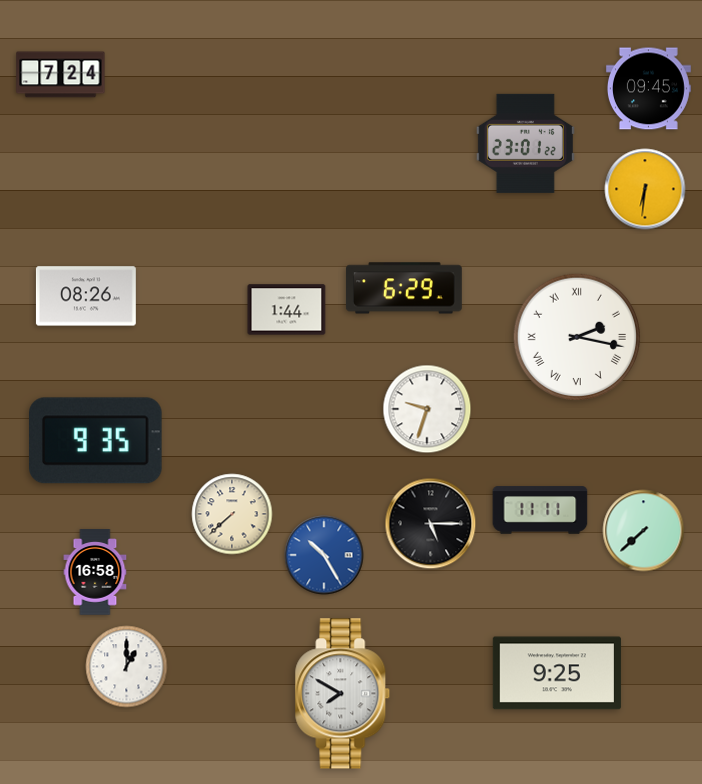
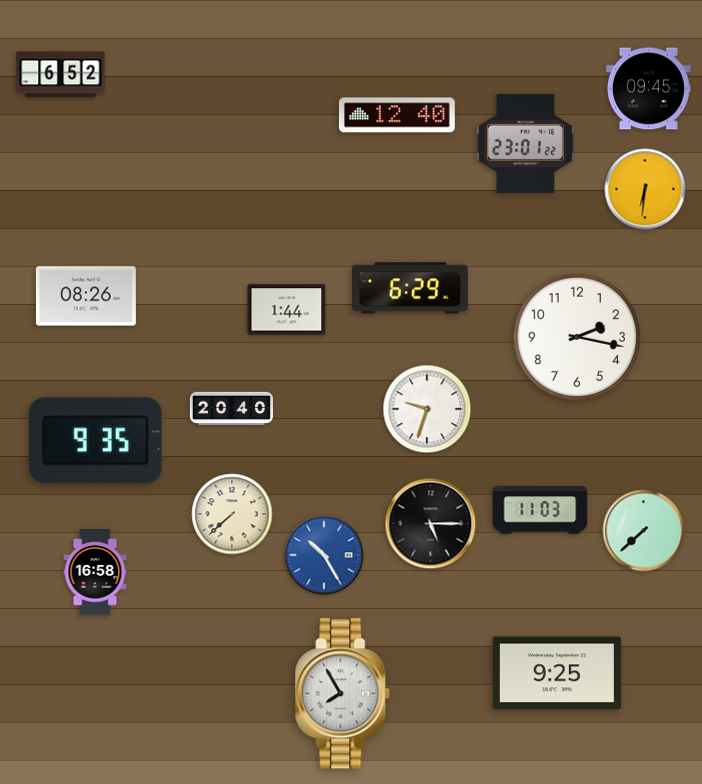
clock at (61, 75): 7:24 -> 6:52
clock at (397, 115): none -> 12:40
clock at (404, 288) position: (404, 288) -> (410, 288)
clock at (576, 336) numerals: Roman -> Arabic
clock at (231, 408): none -> 20:40
clock at (540, 510): 11:11 -> 11:03
clock at (127, 667): 1:00 -> none
clock at (343, 694): 7:50 -> 7:55
